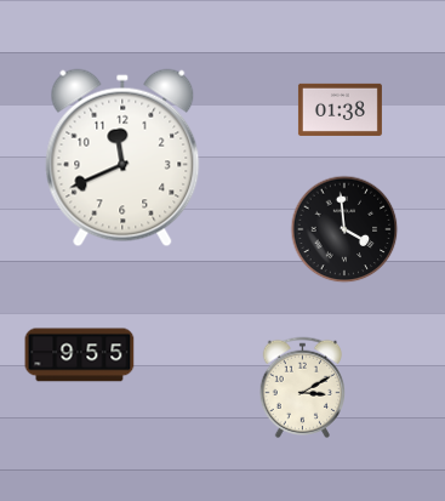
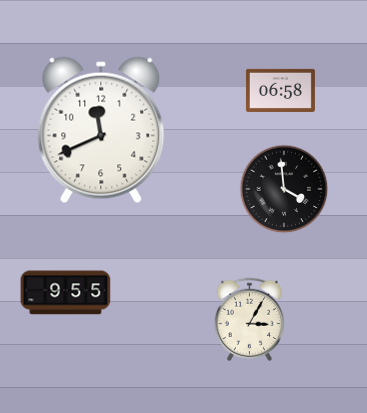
clock at (340, 109): 01:38 -> 06:58
clock at (303, 387): 3:10 -> 3:05
